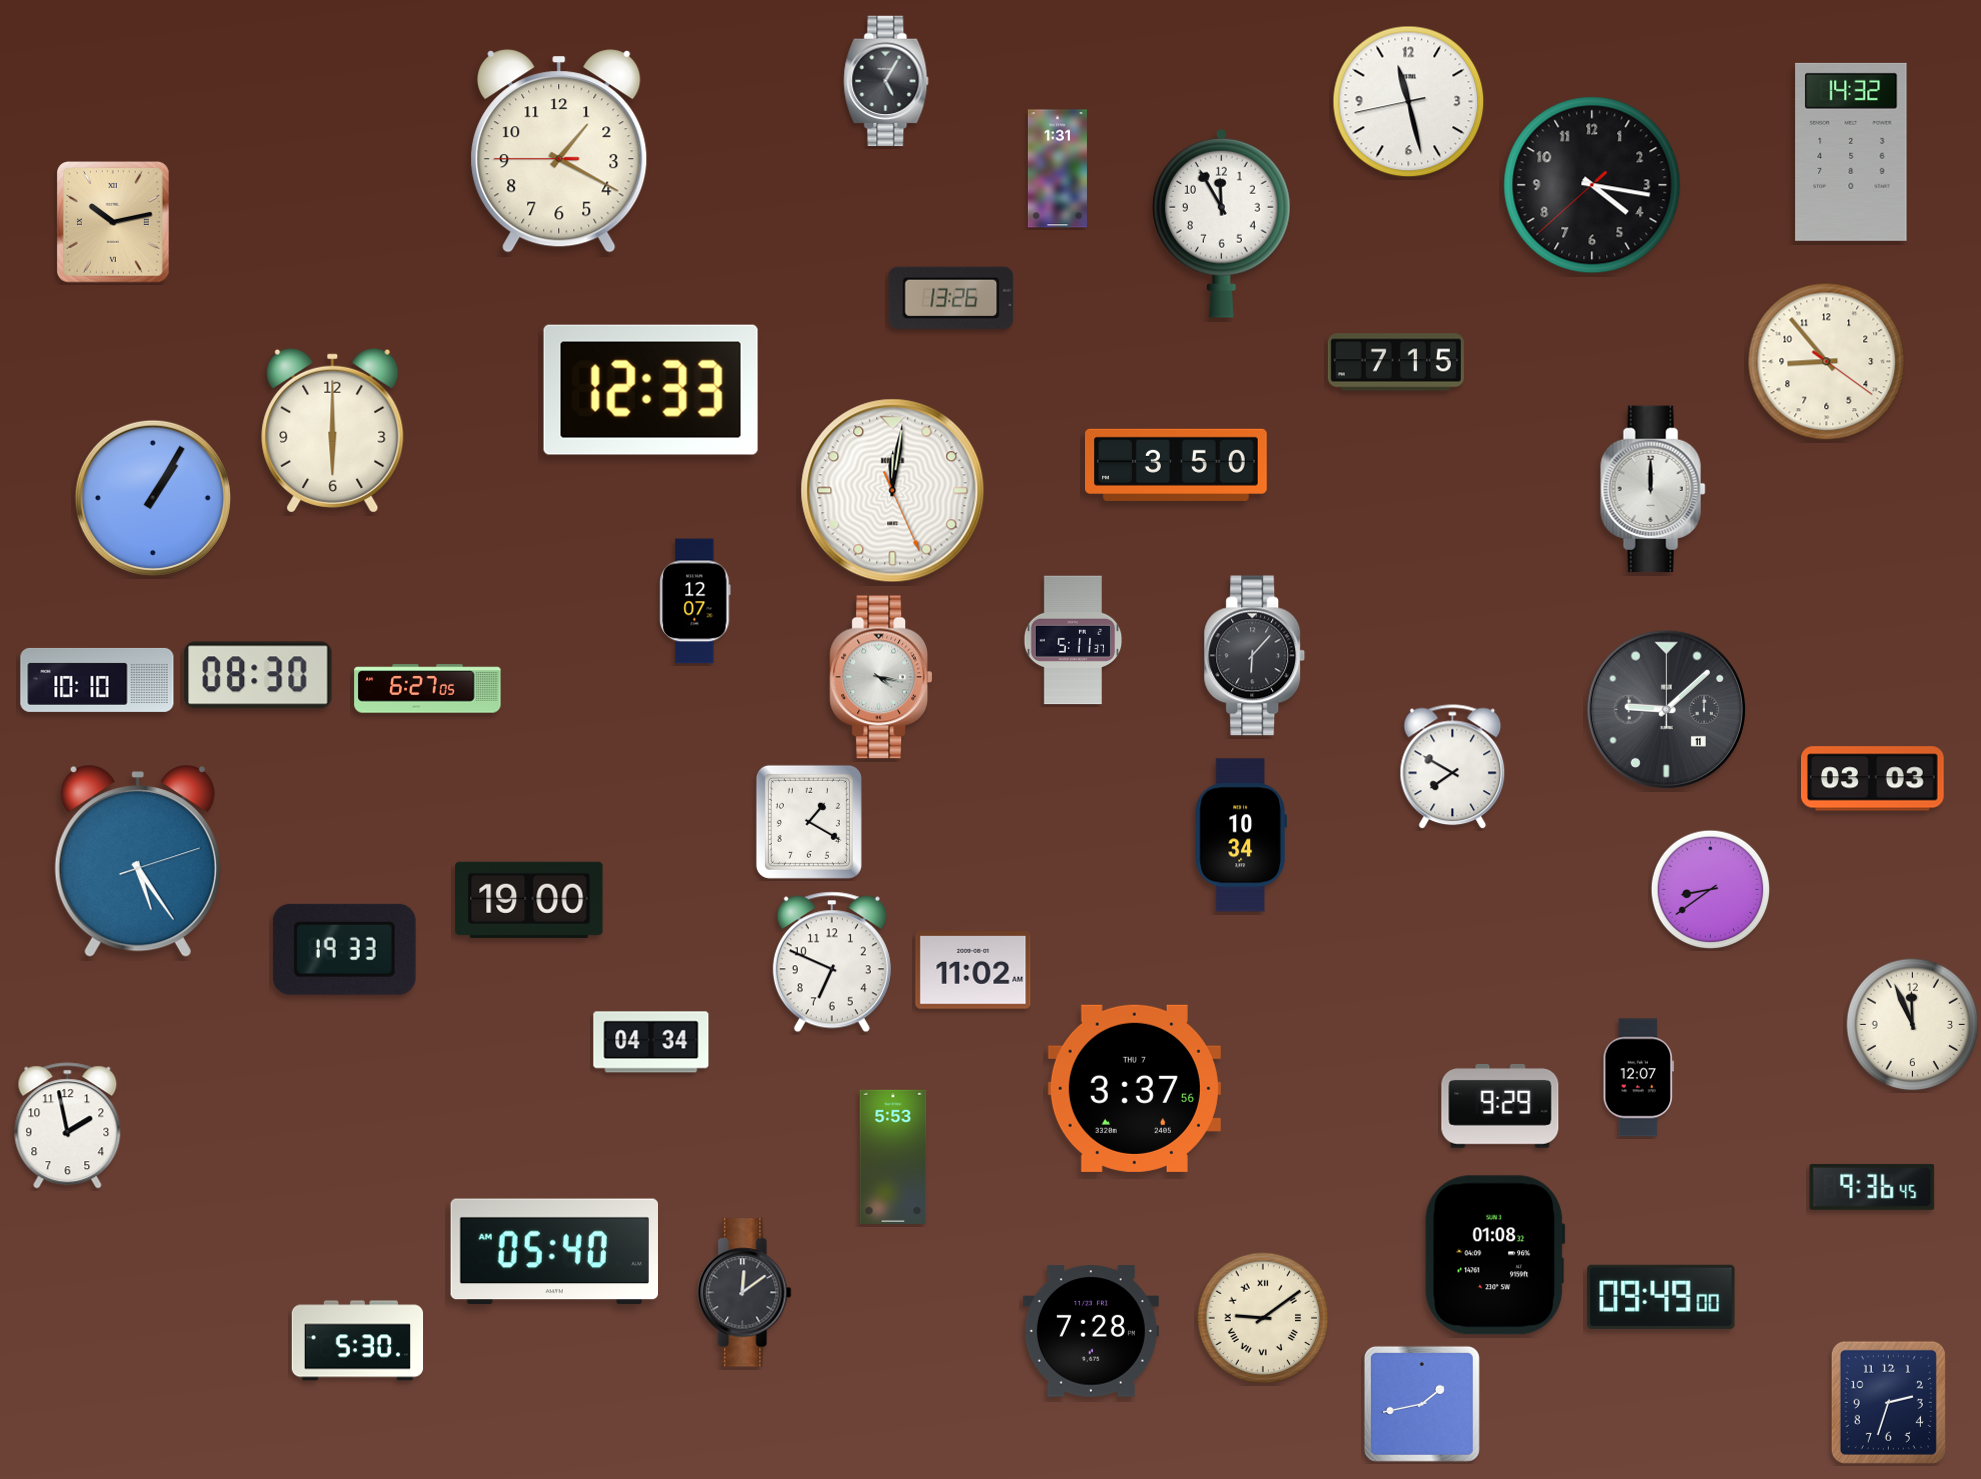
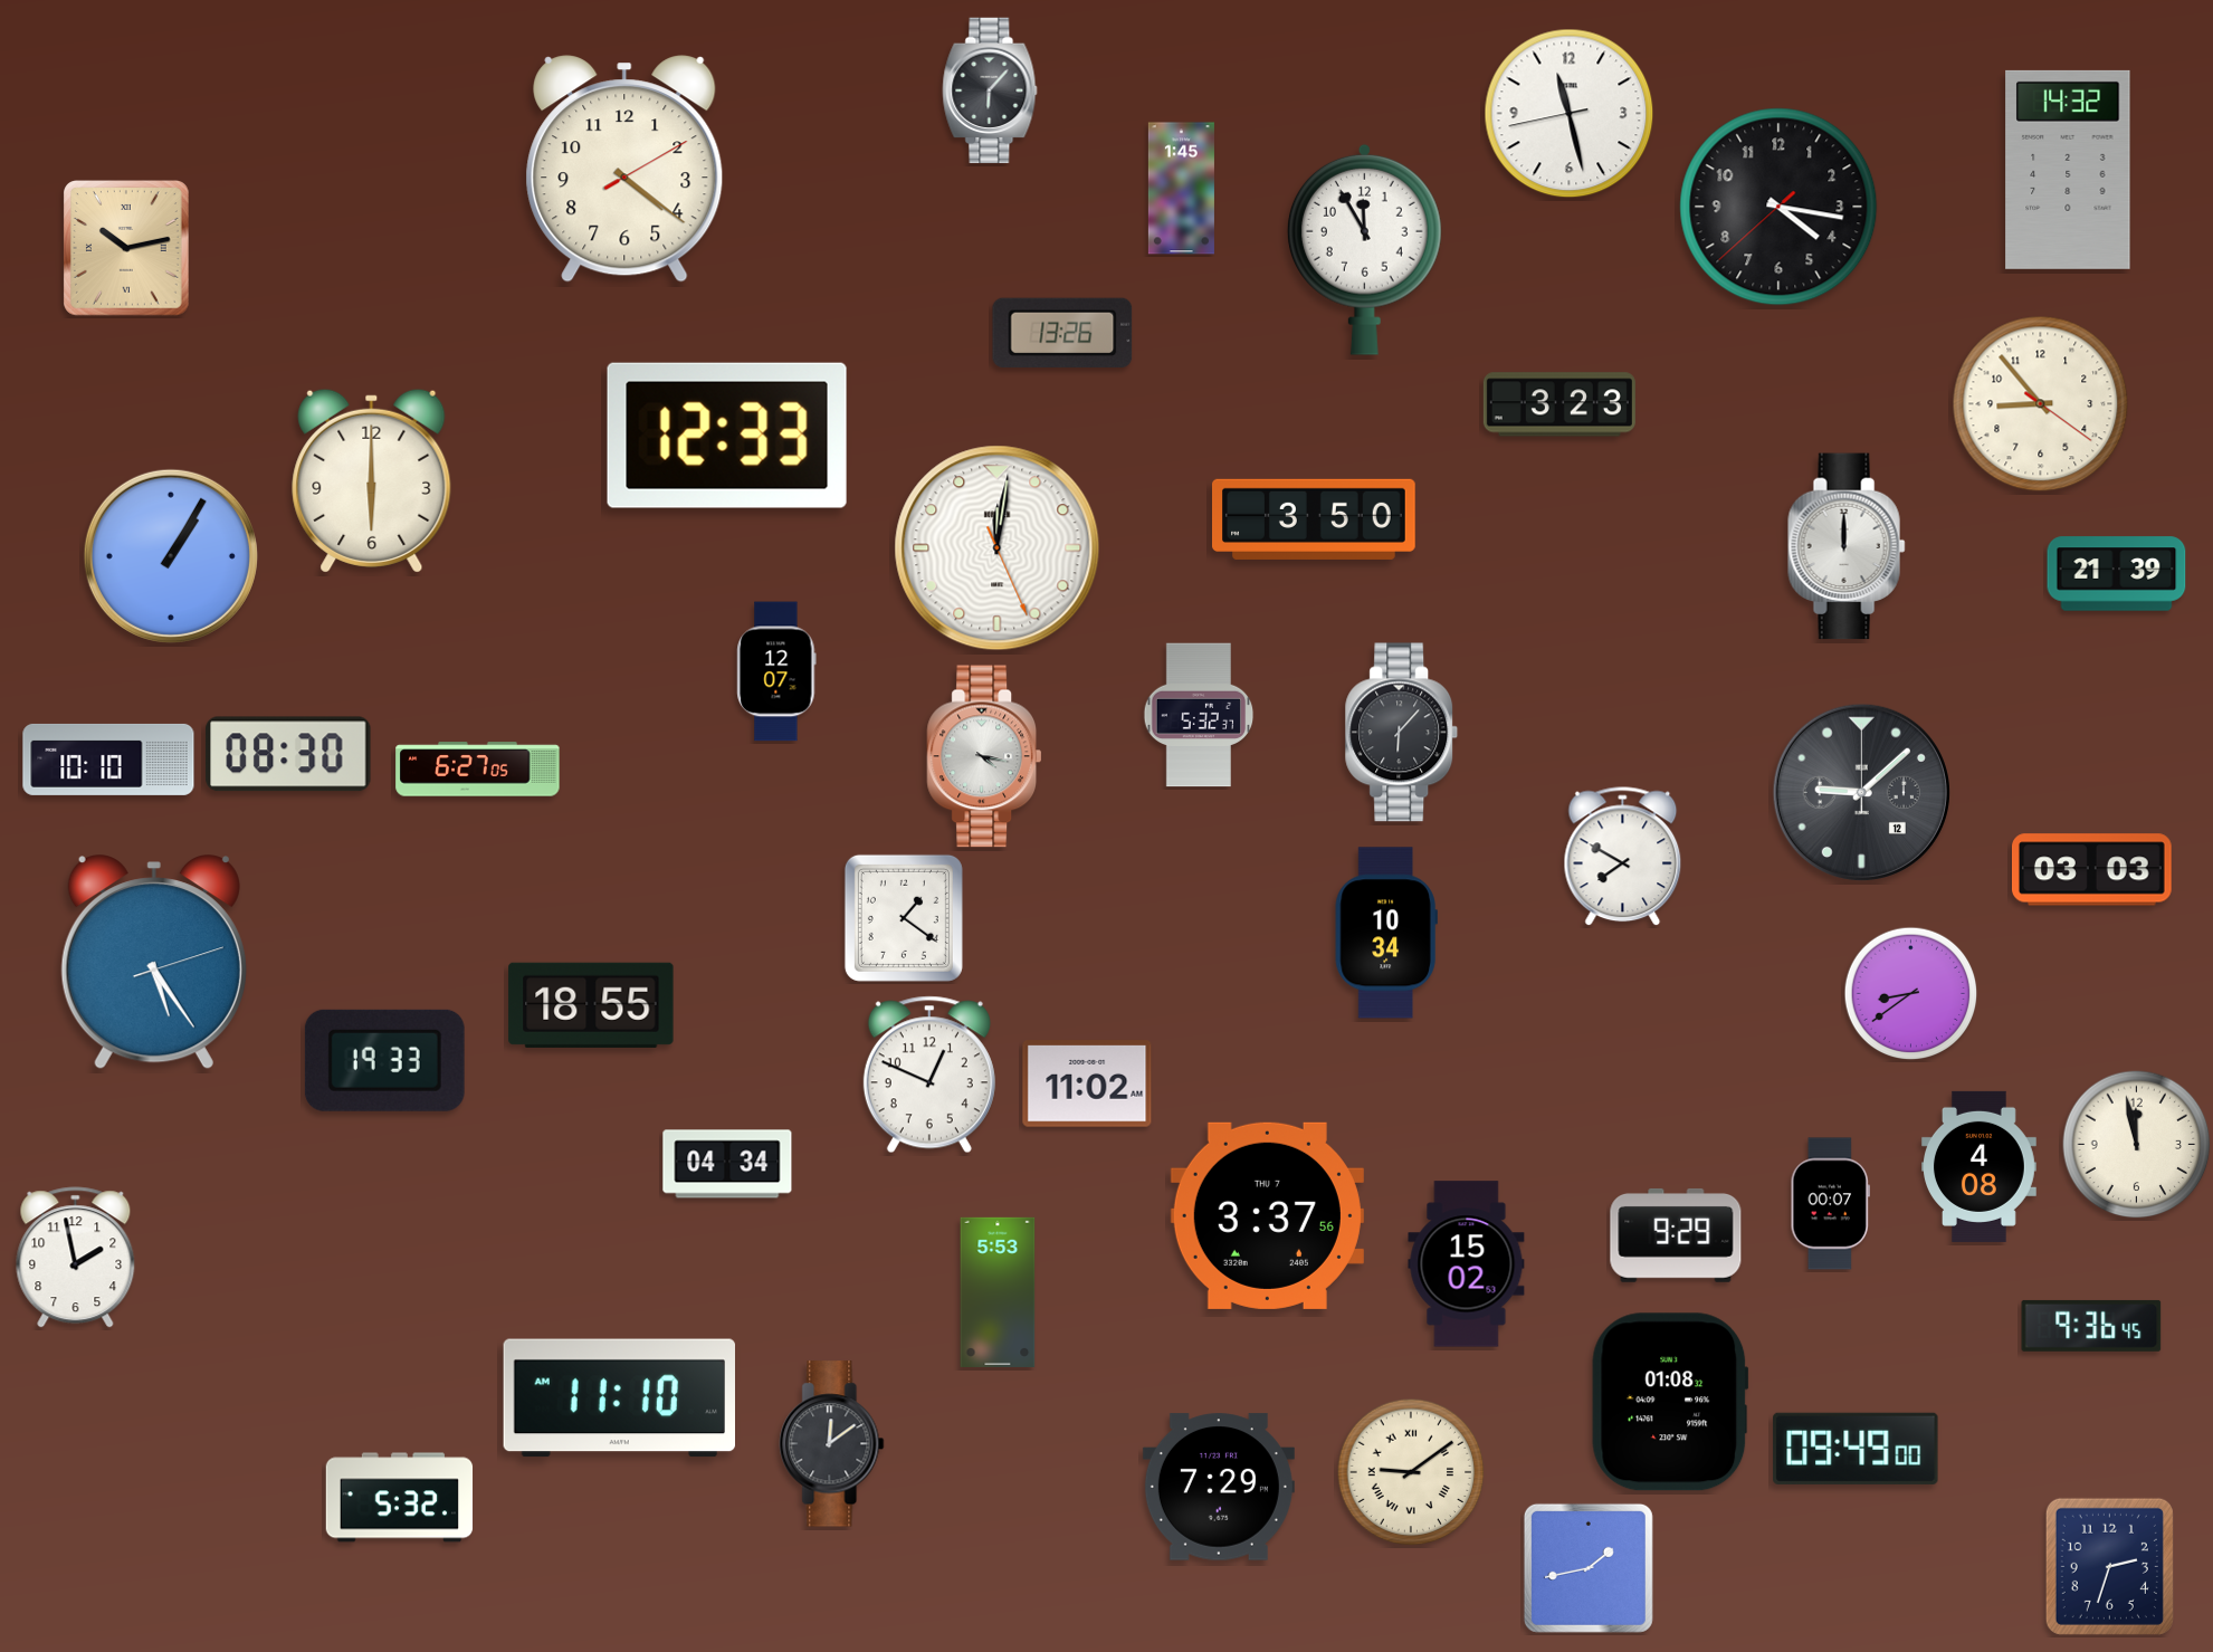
clock at (886, 81): 5:05 -> 6:07
clock at (1409, 102) position: (1409, 102) -> (1570, 114)
clock at (559, 151): 1:19 -> 4:21
clock at (1057, 169): 1:31 -> 1:45
clock at (1396, 362): 7:15 -> 3:23
clock at (2117, 574): none -> 21:39
clock at (1073, 640): 5:11 -> 5:32
clock at (1666, 709) date: 11 -> 12
clock at (809, 822): 1:20 -> 1:21
clock at (529, 900): 19:00 -> 18:55
clock at (832, 962): 6:49 -> 12:49
clock at (1913, 1025): 11:56 -> 11:58
clock at (1980, 1166): none -> 4:08
clock at (1638, 1078): 12:07 -> 00:07
clock at (1467, 1264): none -> 15:02
clock at (554, 1252): 05:40 -> 11:10
clock at (1091, 1331): 7:28 -> 7:29
clock at (358, 1341): 5:30 -> 5:32
